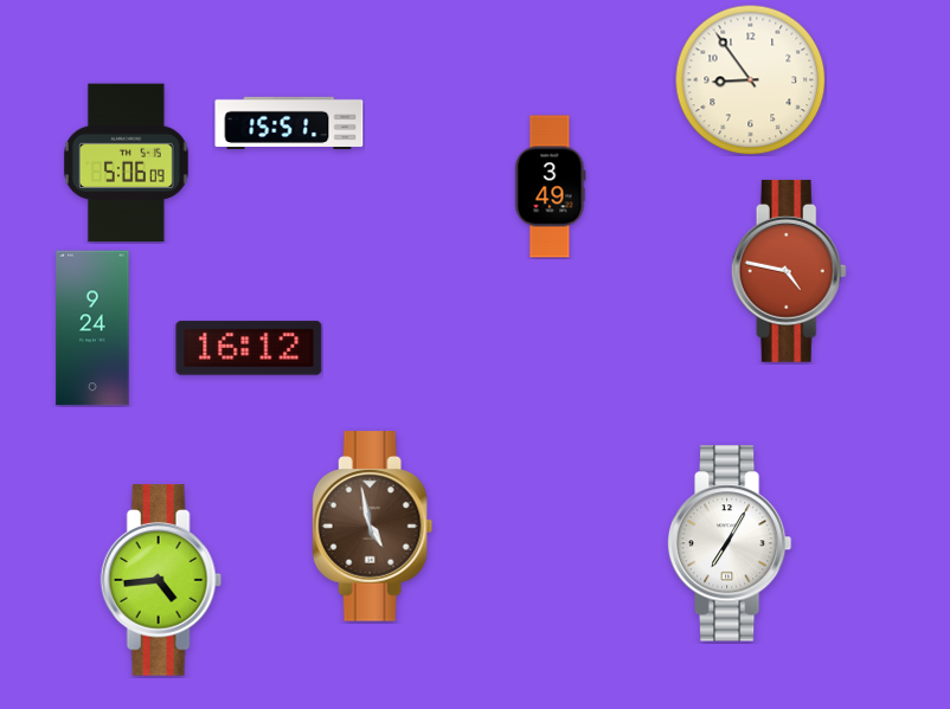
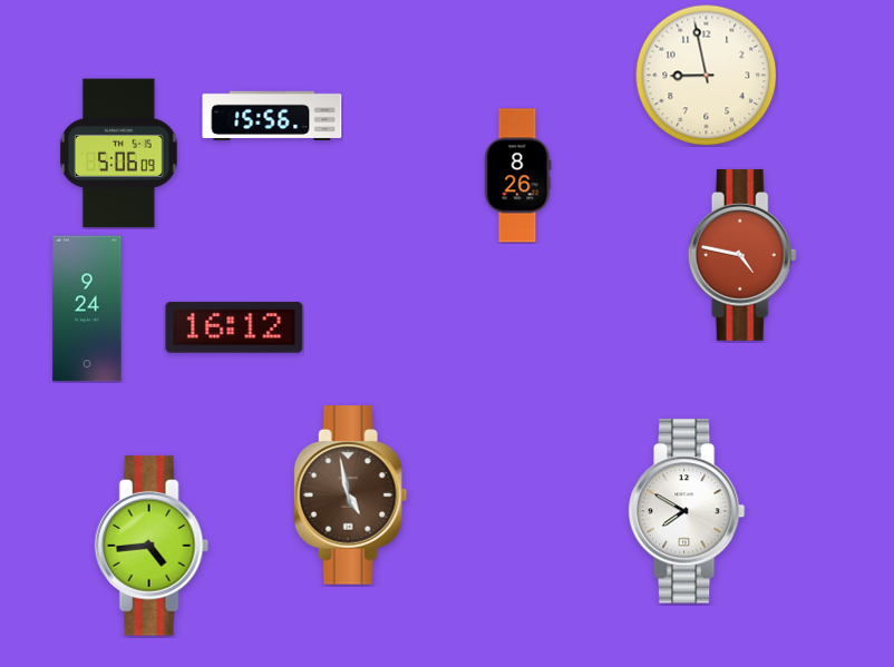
clock at (750, 79): 8:54 -> 8:58
clock at (289, 123): 15:51 -> 15:56
clock at (551, 187): 3:49 -> 8:26
clock at (730, 543): 7:05 -> 7:50
